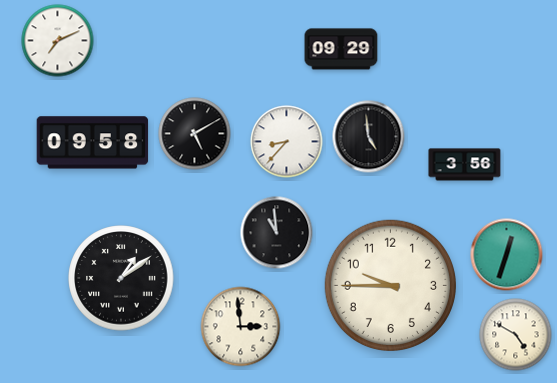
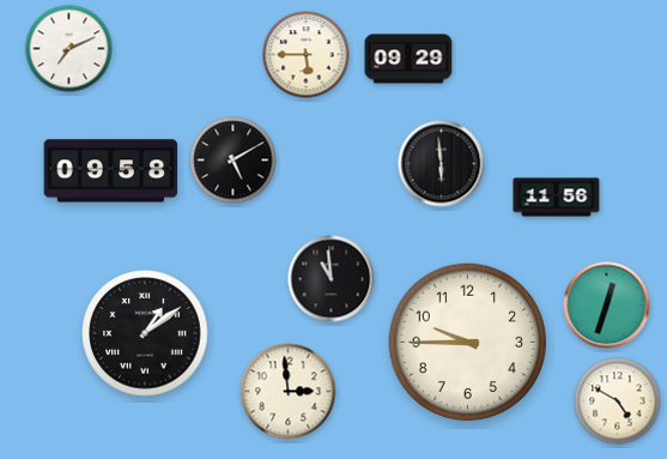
clock at (307, 55): none -> 5:45
clock at (369, 137): 4:59 -> 5:59
clock at (287, 142): 8:37 -> none
clock at (465, 165): 3:56 -> 11:56
